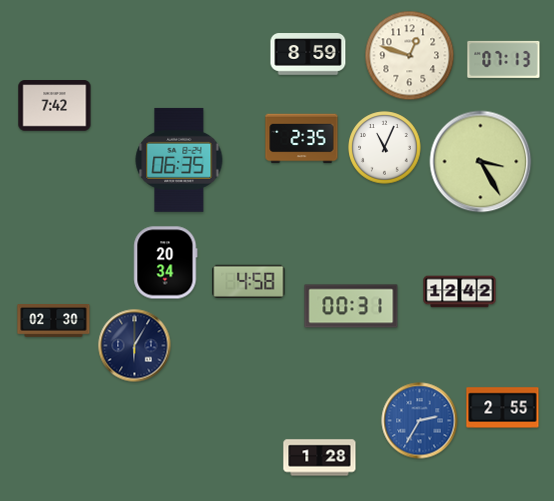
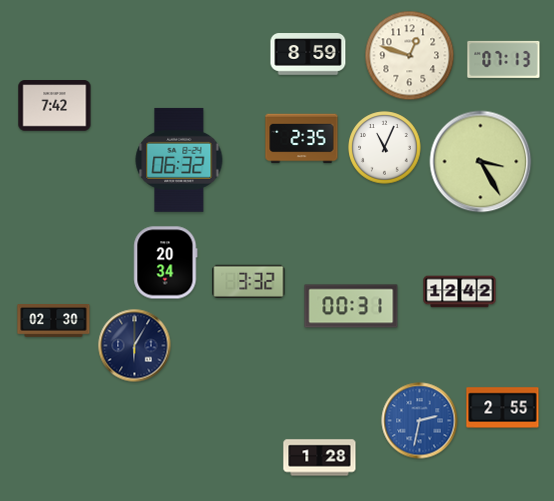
clock at (179, 160): 06:35 -> 06:32
clock at (249, 281): 4:58 -> 3:32
clock at (420, 421): 2:35 -> 2:32
